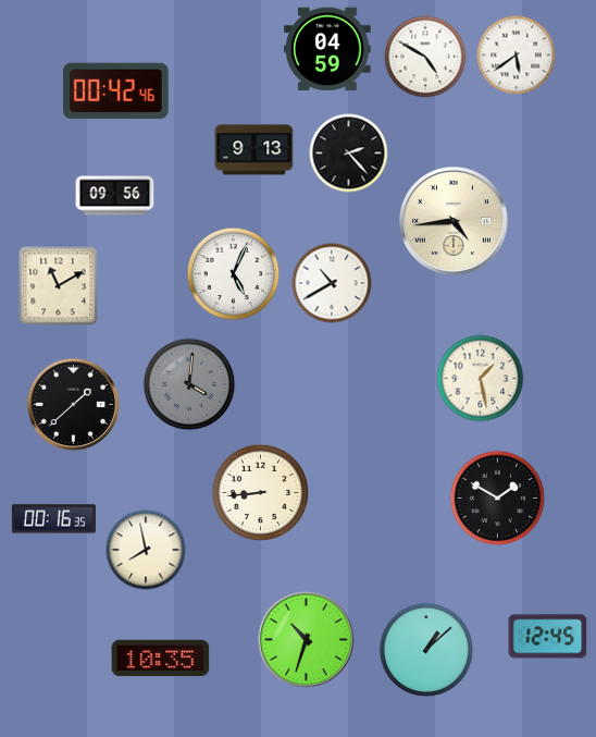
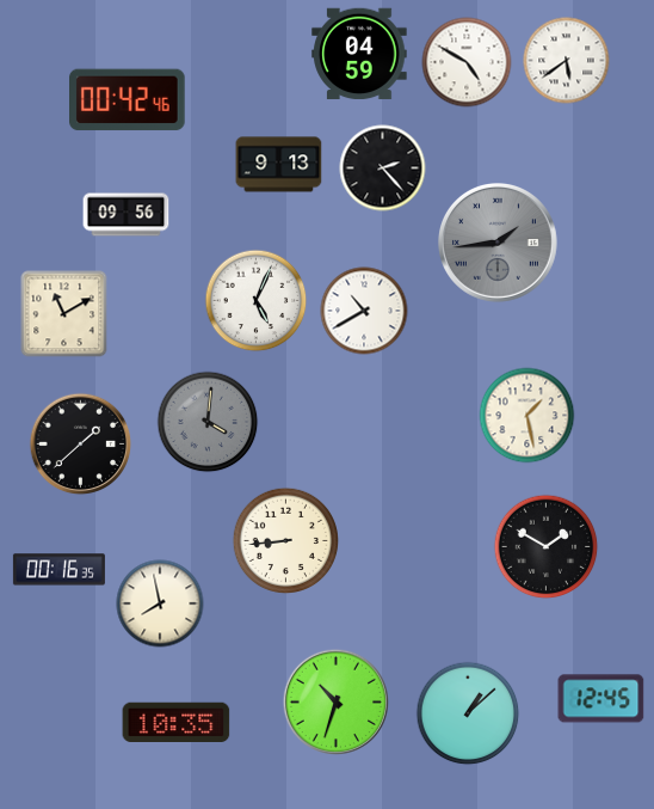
clock at (455, 222): 4:44 -> 1:44
clock at (455, 222) dial: cream -> grey
